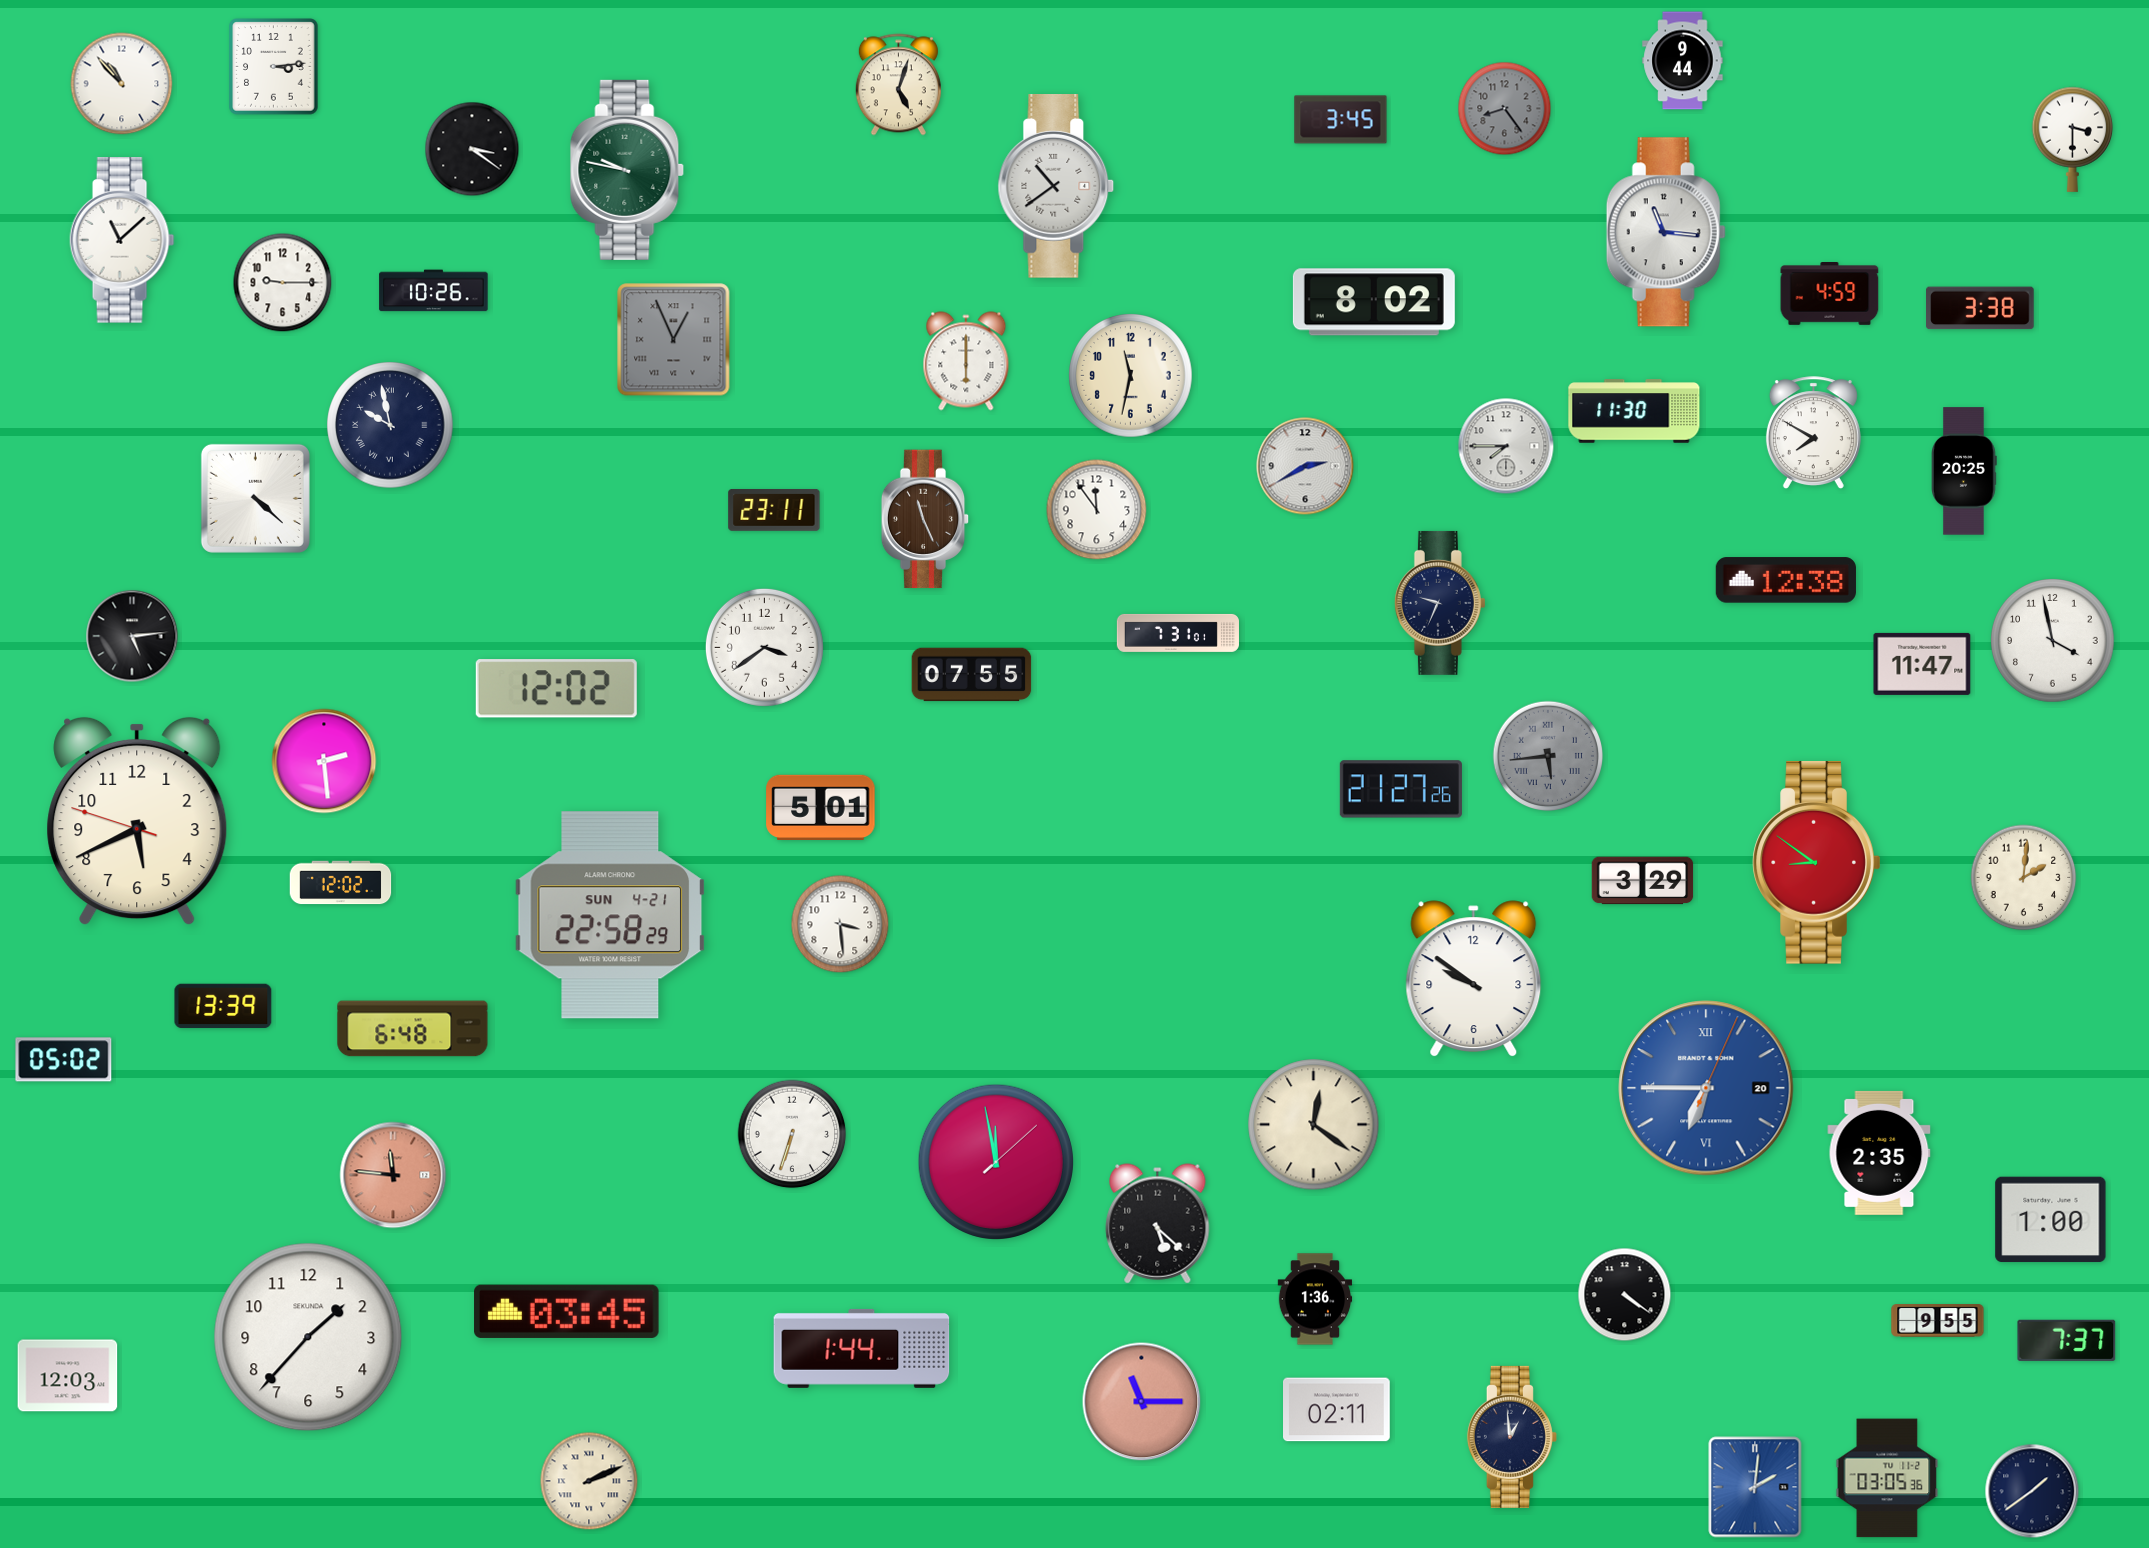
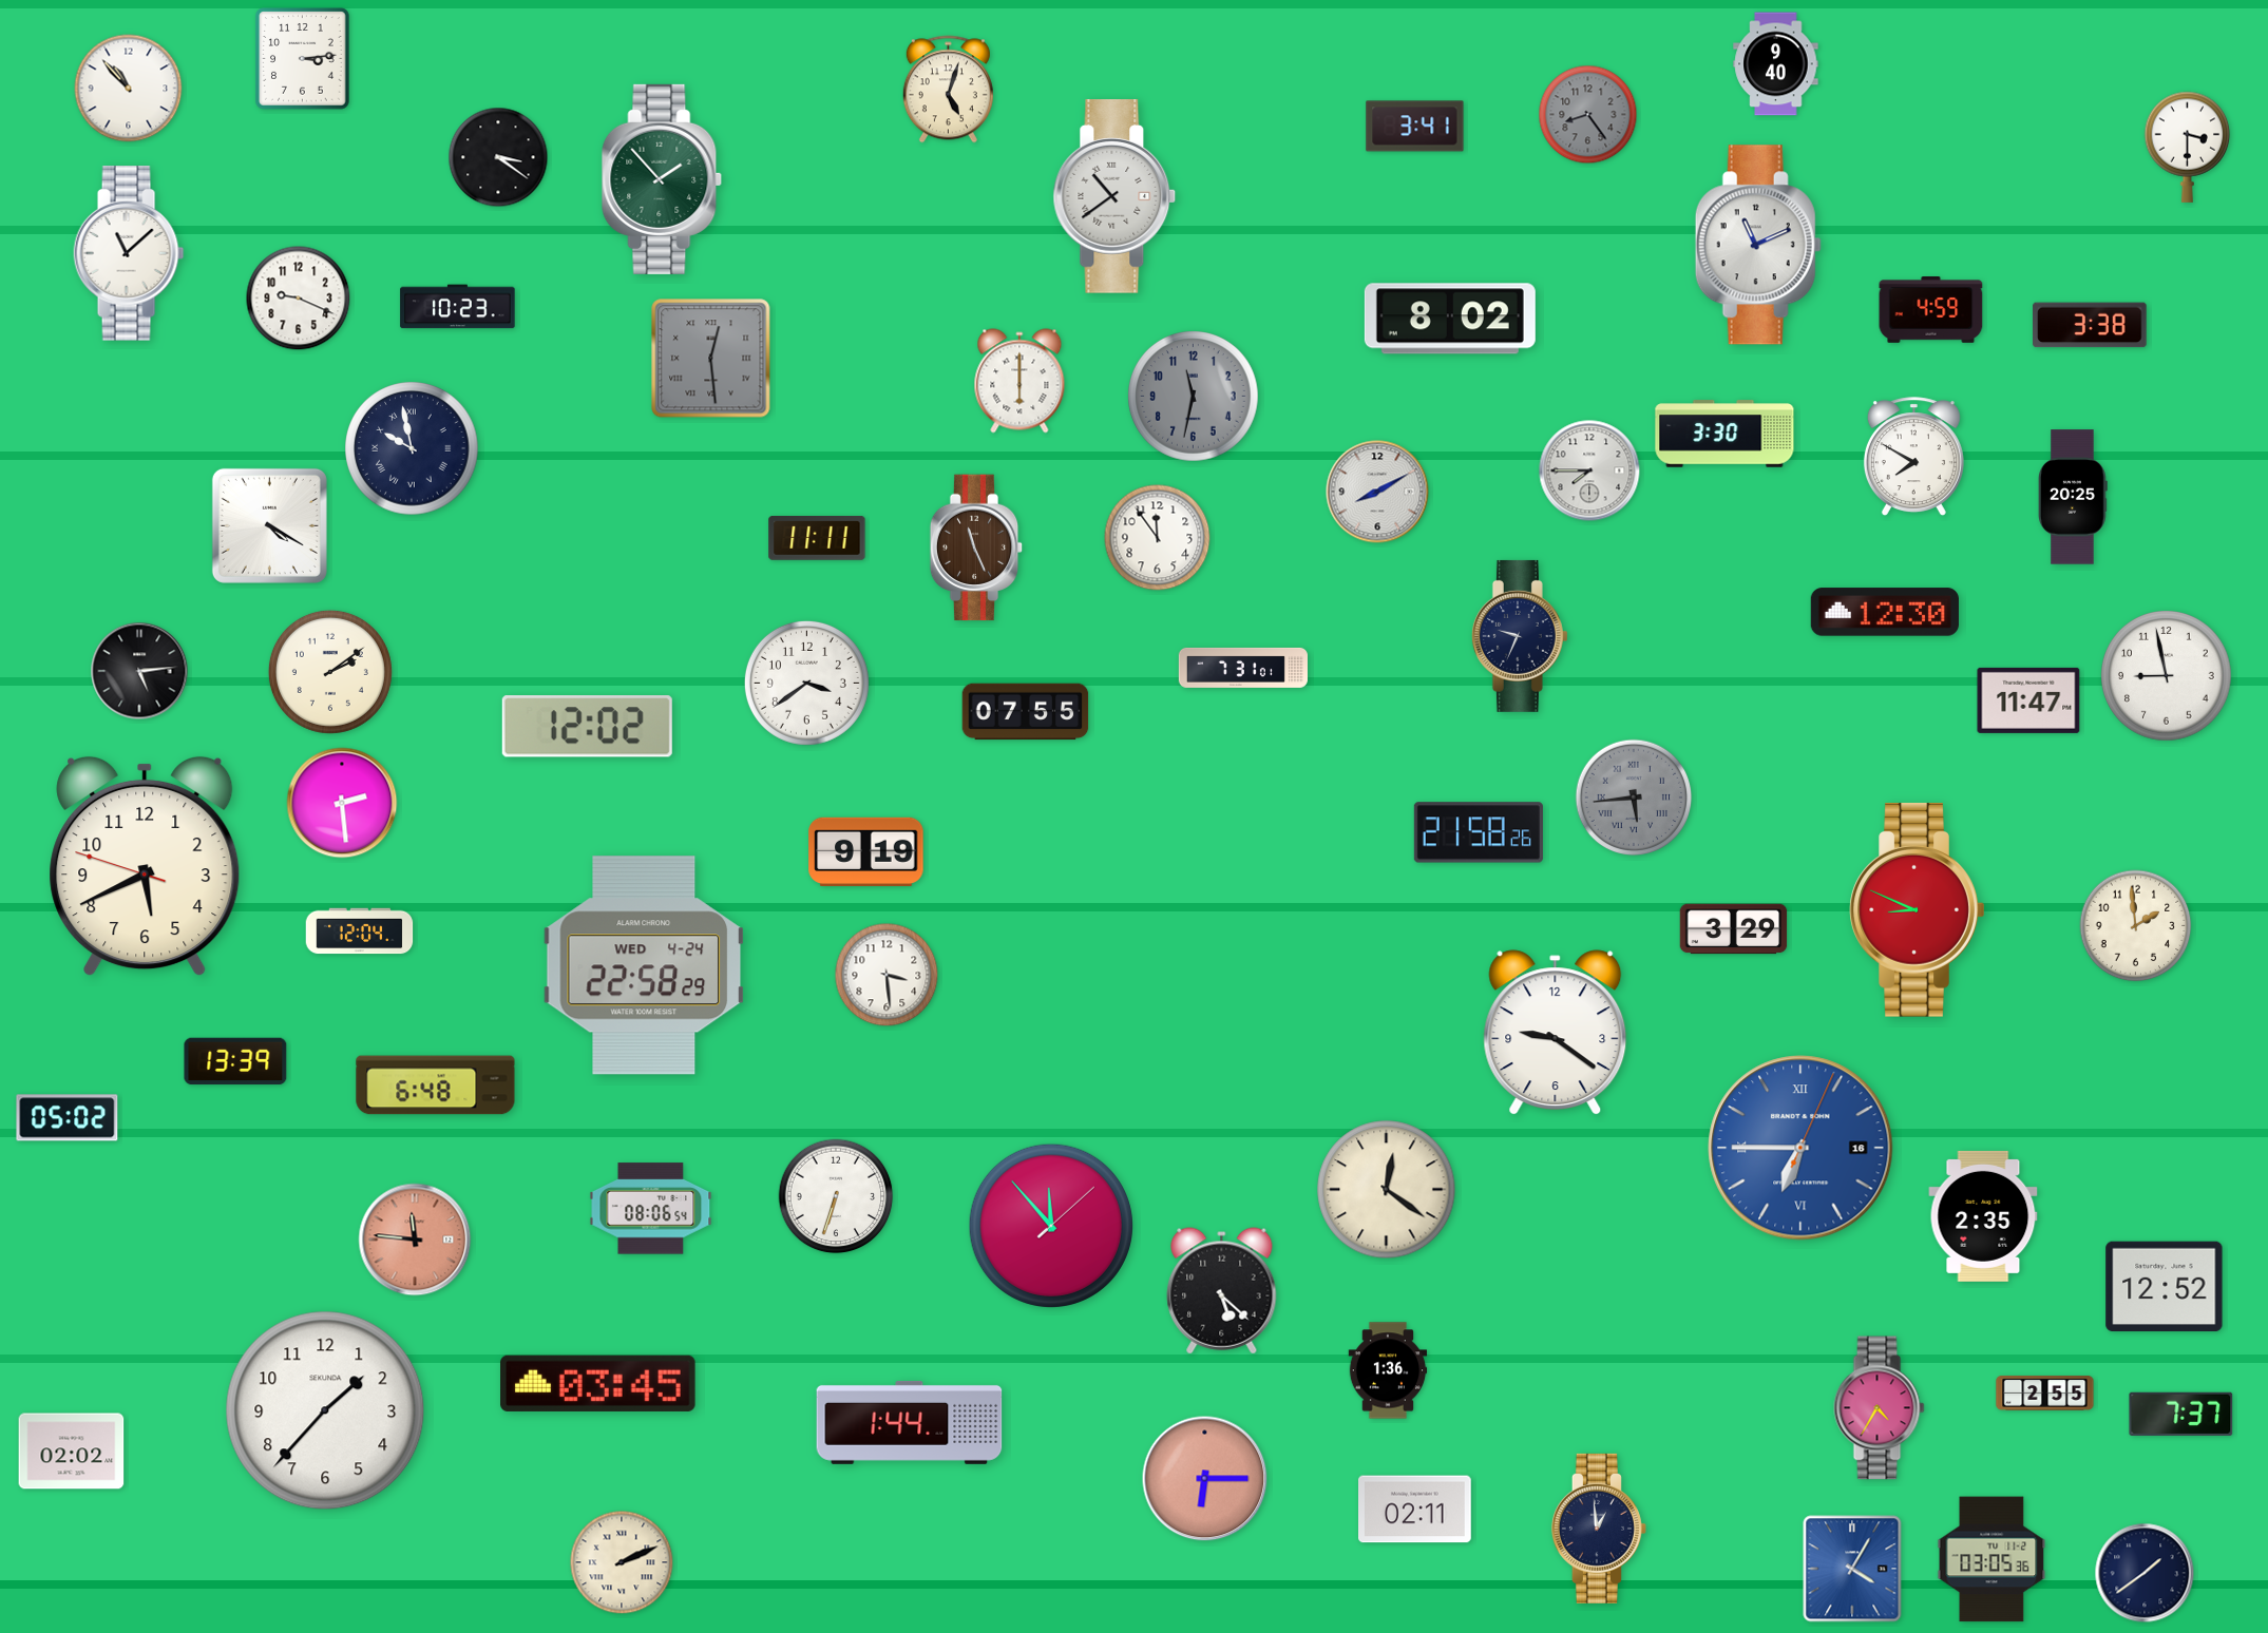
clock at (1683, 61): 9:44 -> 9:40
clock at (274, 67) position: (274, 67) -> (303, 59)
clock at (1341, 120): 3:45 -> 3:41
clock at (627, 170): 9:47 -> 1:53
clock at (1666, 232): 11:16 -> 11:11
clock at (283, 283): 9:15 -> 9:19
clock at (434, 291): 10:26 -> 10:23
clock at (674, 340): 12:56 -> 12:29
clock at (1131, 376) dial: cream -> grey
clock at (1634, 411): 11:30 -> 3:30
clock at (1305, 466): 2:40 -> 8:10
clock at (255, 498): 4:22 -> 4:20
clock at (774, 511): 23:11 -> 11:11
clock at (1786, 580): 12:38 -> 12:30
clock at (330, 672): none -> 2:09
clock at (2053, 641): 3:58 -> 8:58
clock at (1401, 789): 21:27 -> 21:58
clock at (821, 807): 5:01 -> 9:19
clock at (1817, 862): 8:51 -> 8:49
clock at (2024, 878): 2:01 -> 1:59
clock at (341, 883): 12:02 -> 12:04
clock at (610, 915) date: SUN 4-21 -> WED 4-24
clock at (1474, 979): 9:51 -> 9:21
clock at (1706, 1088) date: 20 -> 16
clock at (1314, 1125) position: (1314, 1125) -> (1387, 1190)
clock at (651, 1209): none -> 08:06
clock at (995, 1161): 11:58 -> 11:53
clock at (2051, 1220): 1:00 -> 12:52
clock at (1625, 1295): 4:21 -> none
clock at (1938, 1321): 9:55 -> 2:55
clock at (1880, 1408): none -> 4:35
clock at (68, 1376): 12:03 -> 02:02
clock at (1142, 1402): 11:15 -> 6:15
clock at (1337, 1410) position: (1337, 1410) -> (1415, 1510)
clock at (1512, 1437) position: (1512, 1437) -> (1599, 1529)
clock at (1755, 1487): 2:01 -> 4:05
